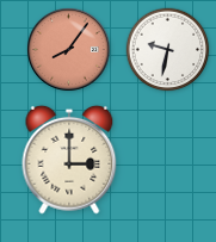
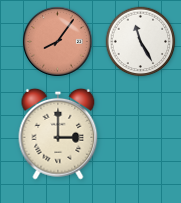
clock at (168, 50): 9:32 -> 11:25
